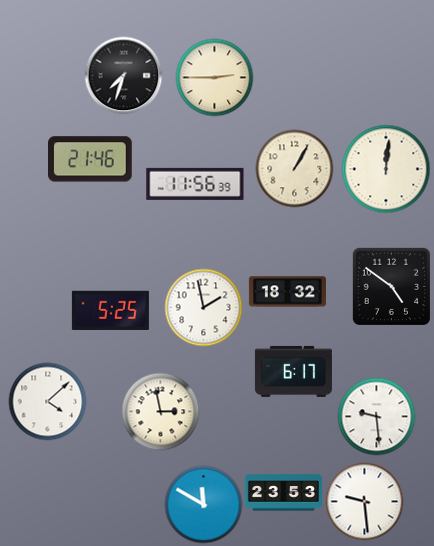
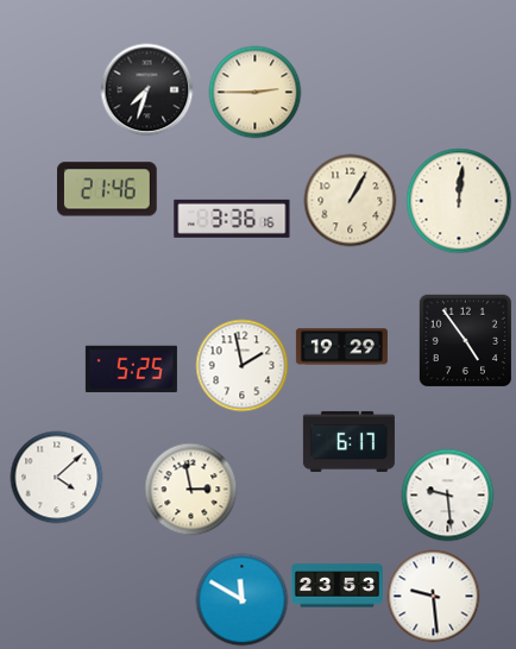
clock at (195, 184): 11:56 -> 3:36
clock at (391, 286): 4:51 -> 4:54
clock at (287, 292): 18:32 -> 19:29
